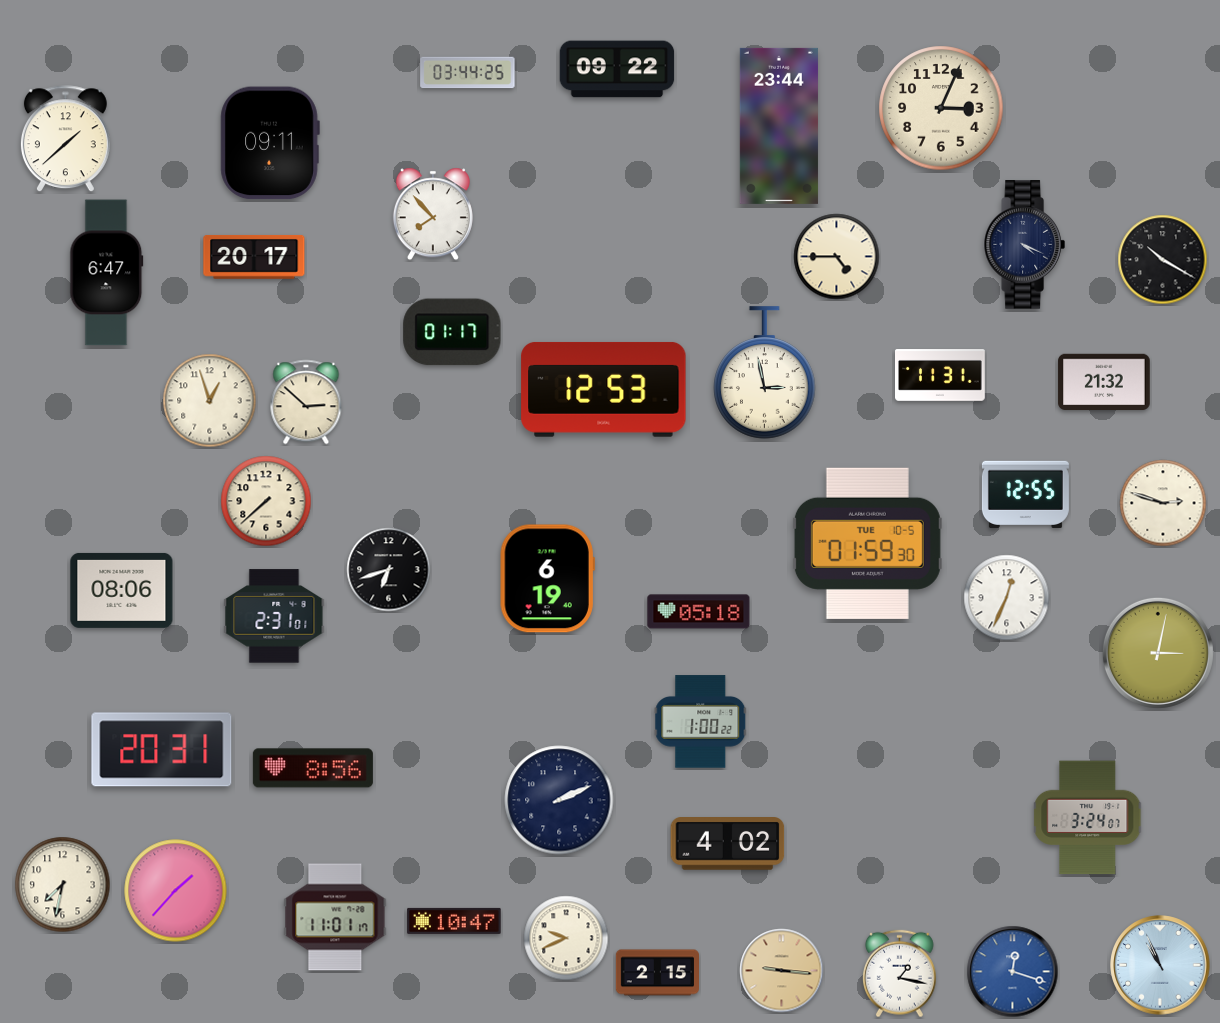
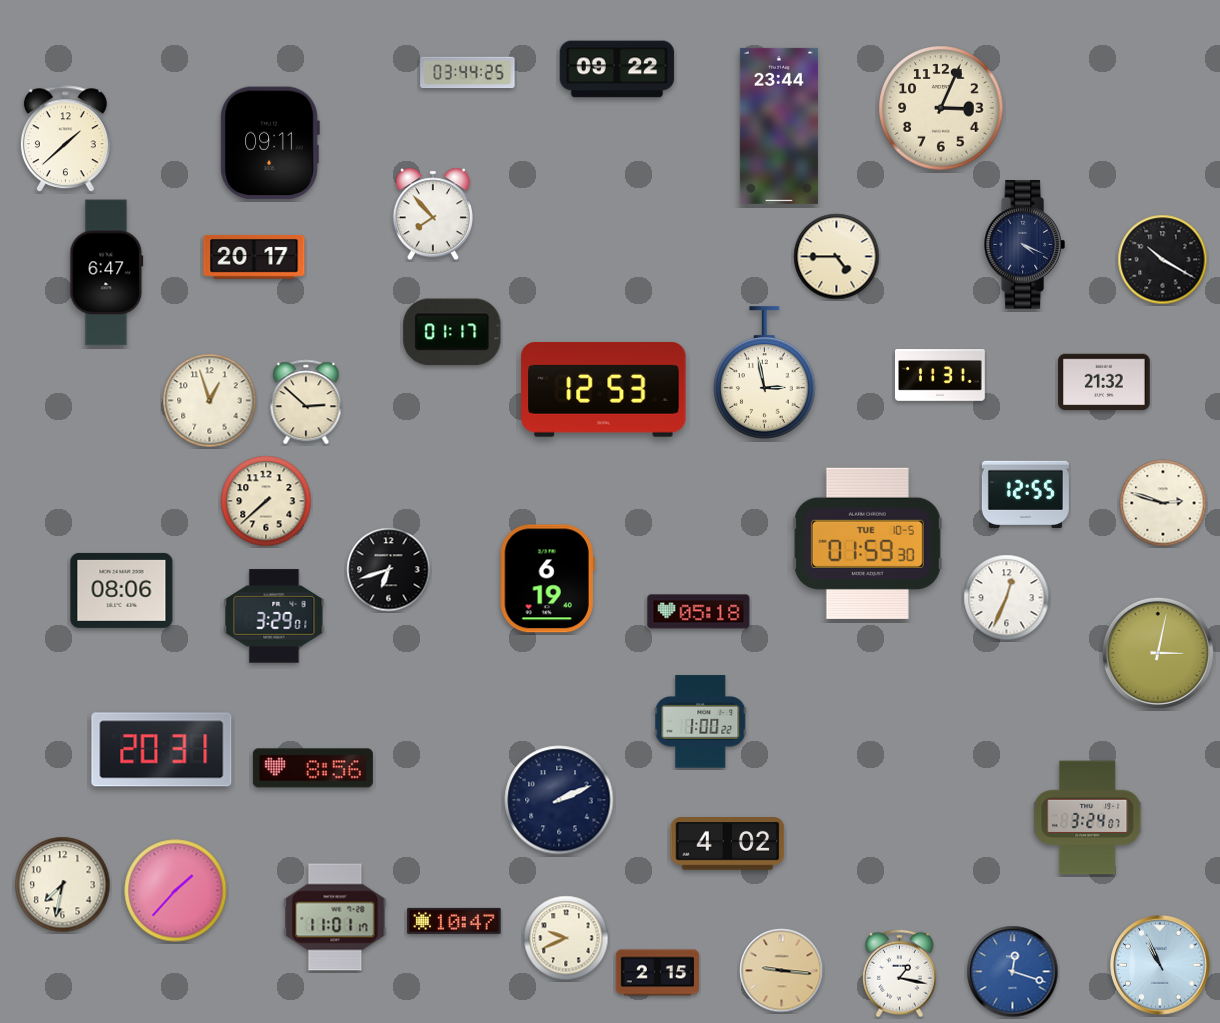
clock at (274, 616): 2:31 -> 3:29
